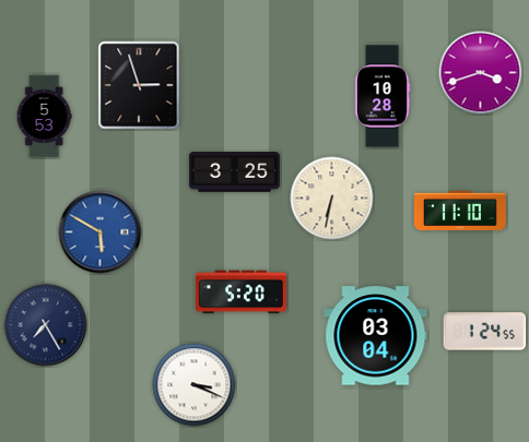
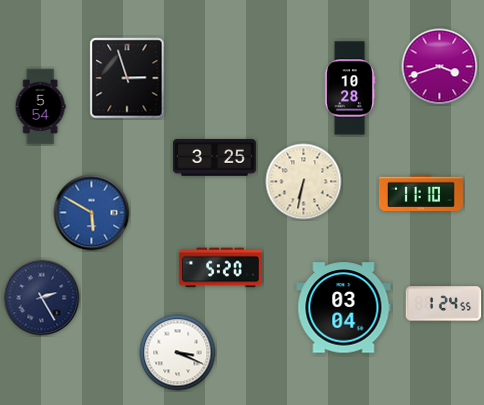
clock at (44, 117): 5:53 -> 5:54
clock at (46, 325): 7:25 -> 2:25
